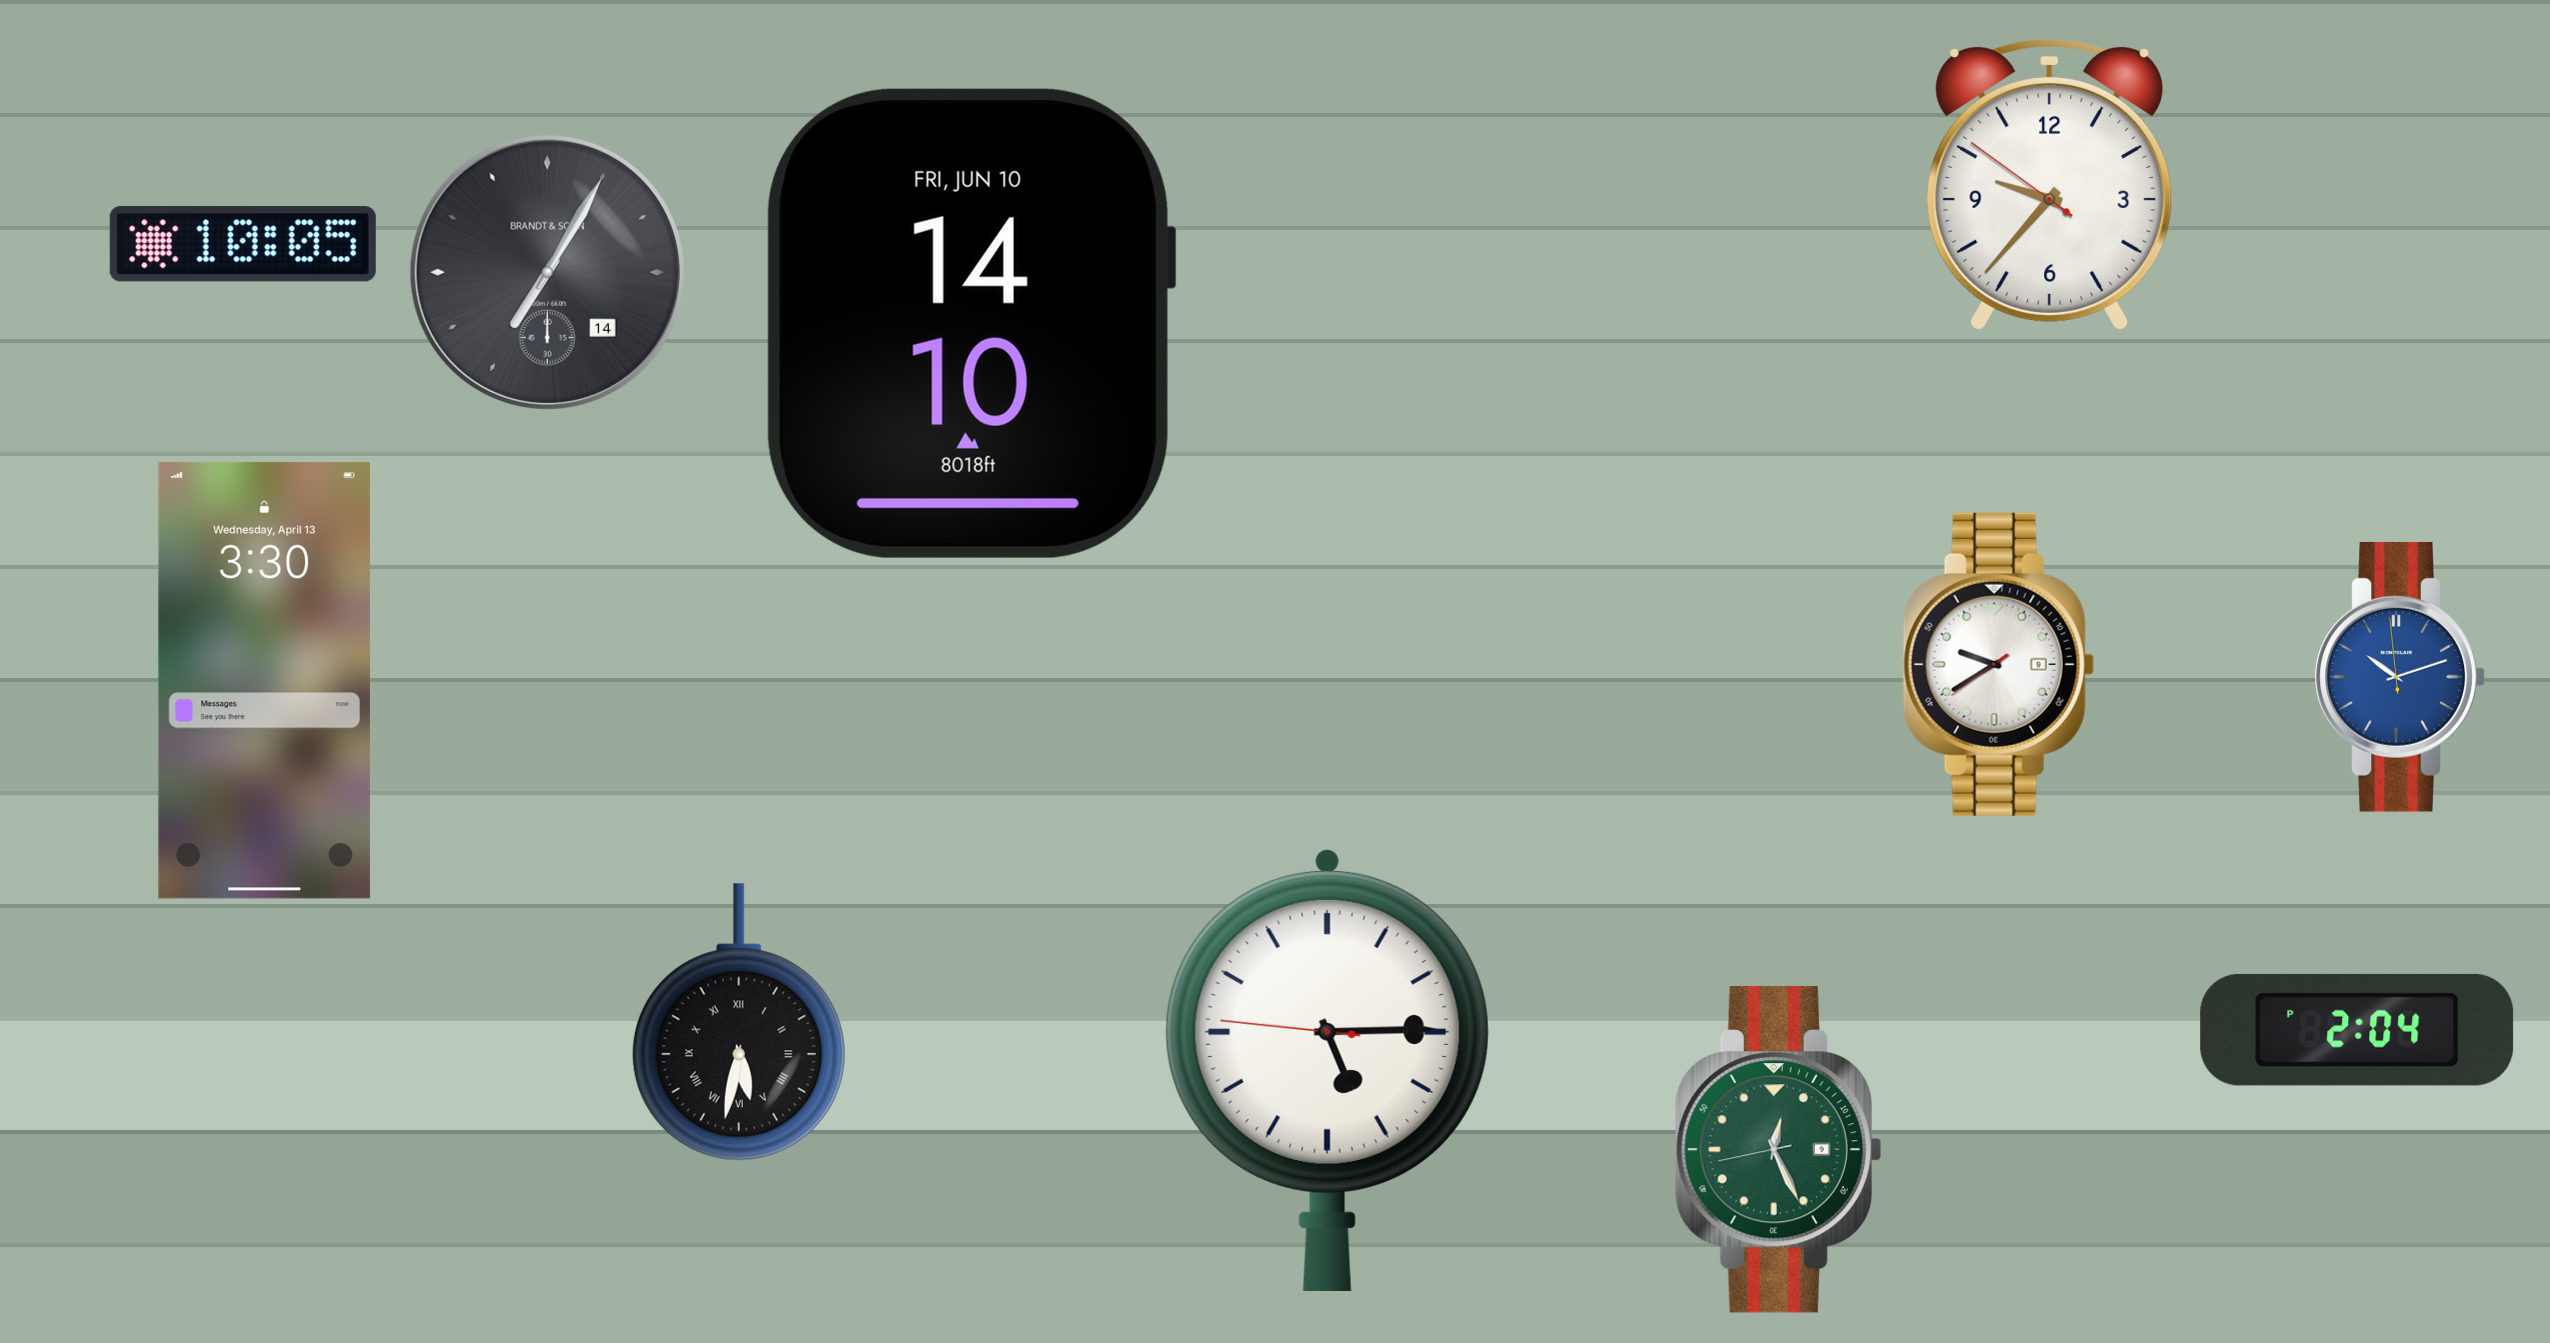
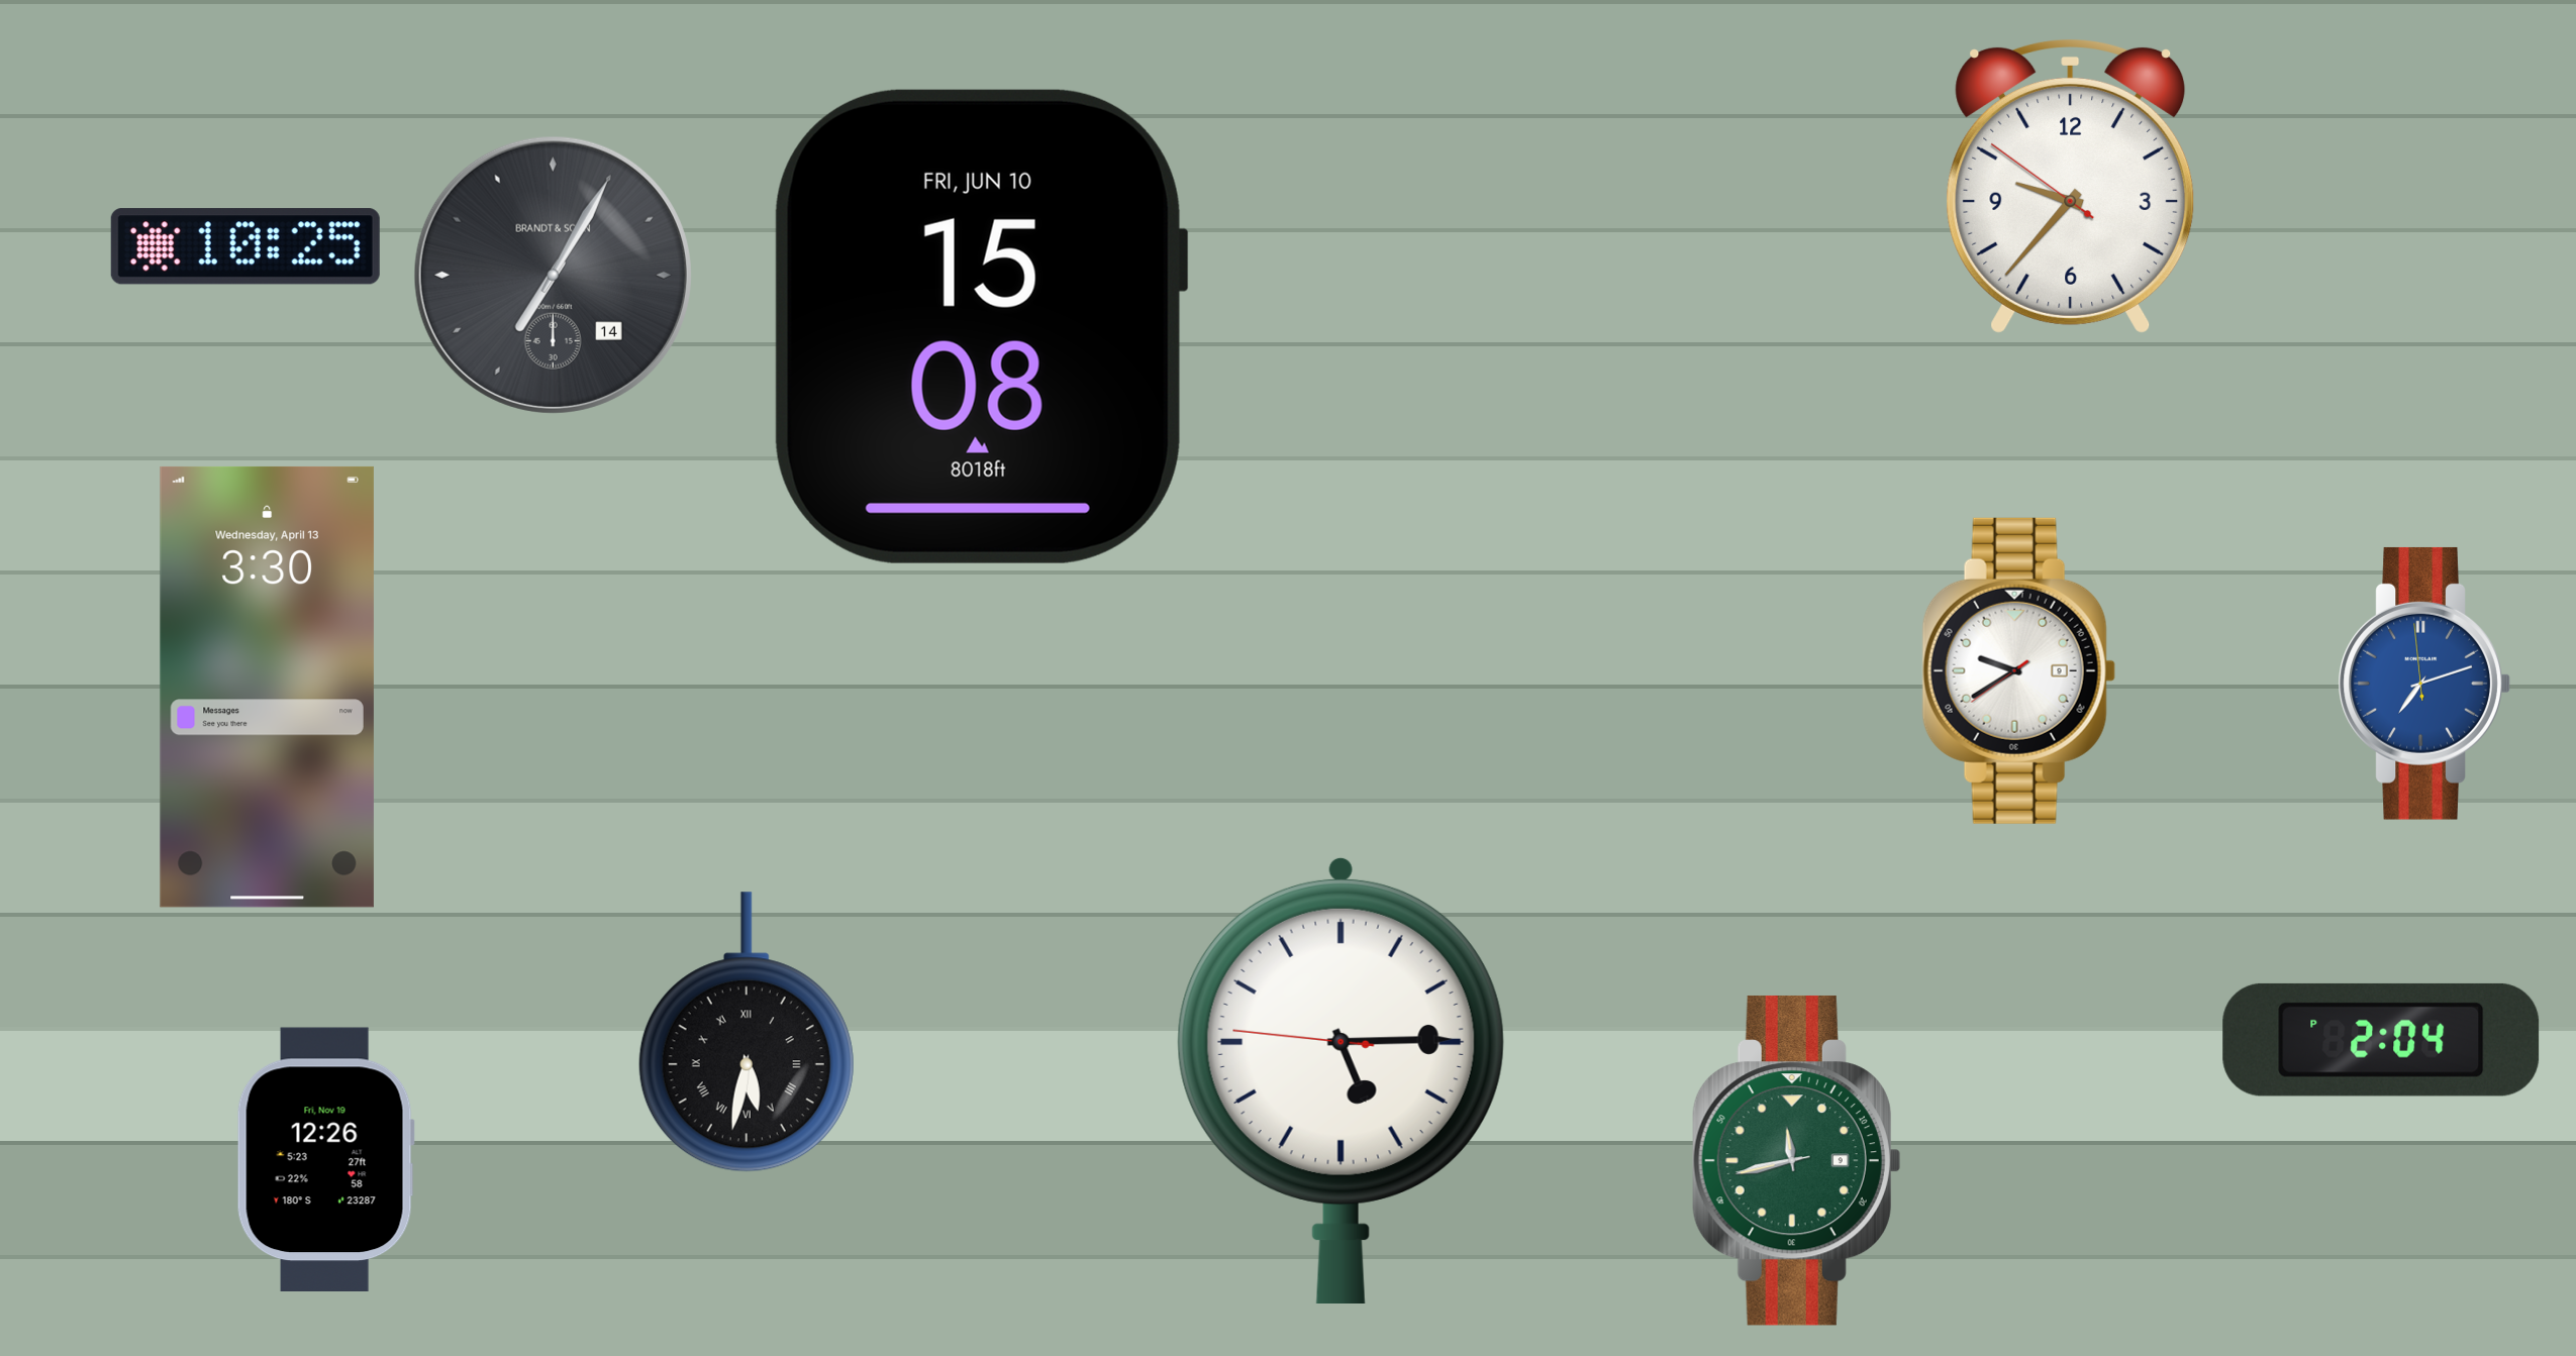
clock at (243, 244): 10:05 -> 10:25
clock at (971, 323): 14:10 -> 15:08
clock at (2400, 677): 10:11 -> 7:11
clock at (325, 1159): none -> 12:26
clock at (1778, 1149): 12:25 -> 11:42
